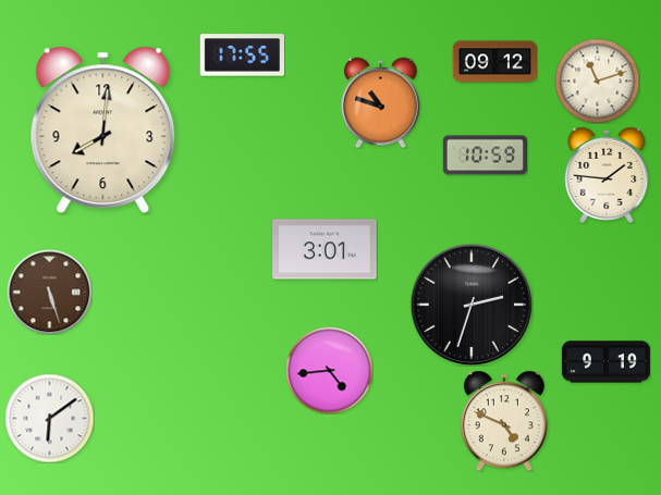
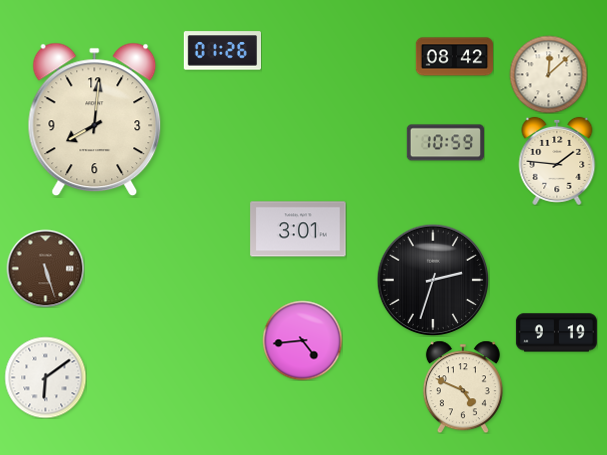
clock at (242, 55): 17:55 -> 01:26
clock at (494, 62): 09:12 -> 08:42
clock at (597, 81): 11:12 -> 12:08
clock at (381, 102): 10:48 -> none
clock at (49, 418) position: (49, 418) -> (45, 377)
